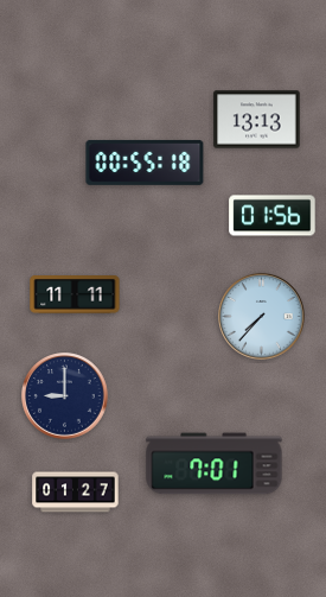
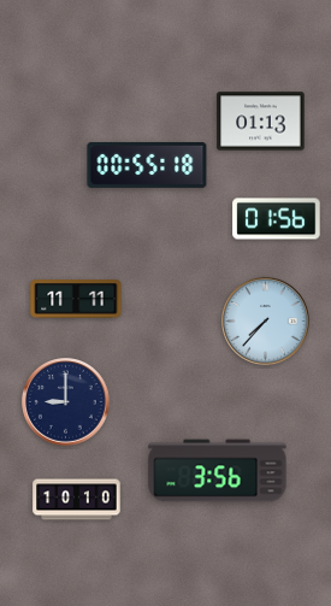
clock at (257, 120): 13:13 -> 01:13
clock at (215, 464): 7:01 -> 3:56
clock at (76, 493): 01:27 -> 10:10
